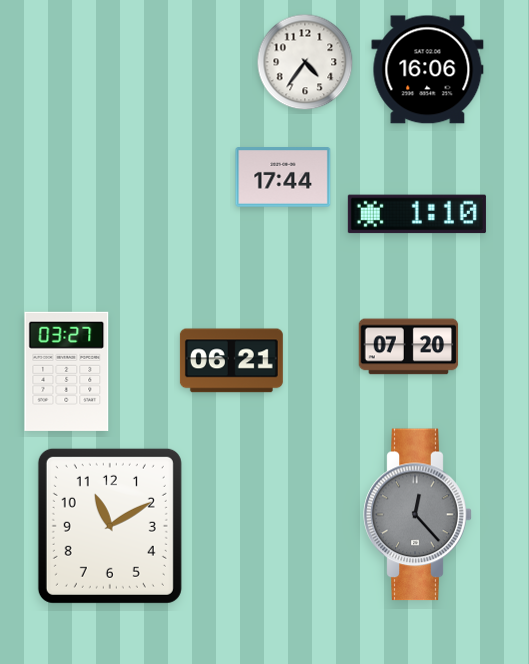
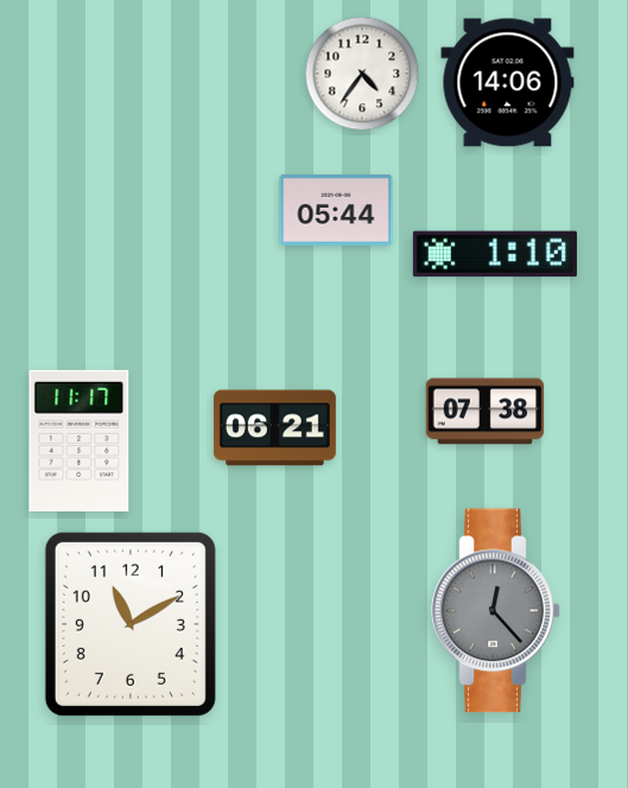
clock at (428, 70): 16:06 -> 14:06
clock at (283, 177): 17:44 -> 05:44
clock at (409, 347): 07:20 -> 07:38
clock at (67, 371): 03:27 -> 11:17
